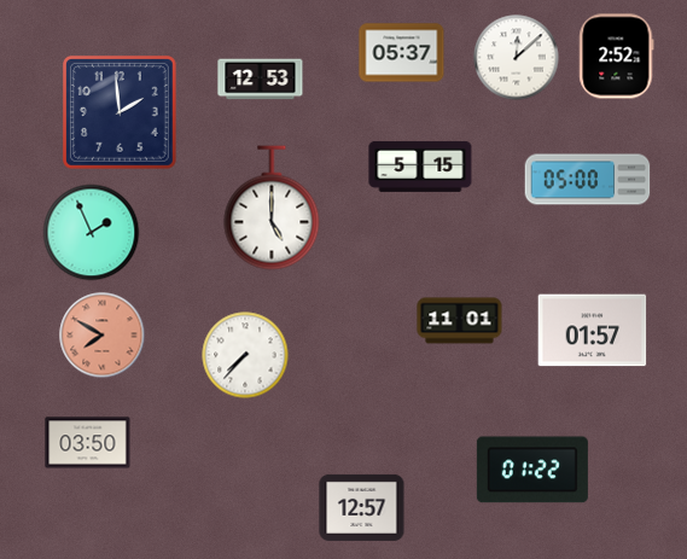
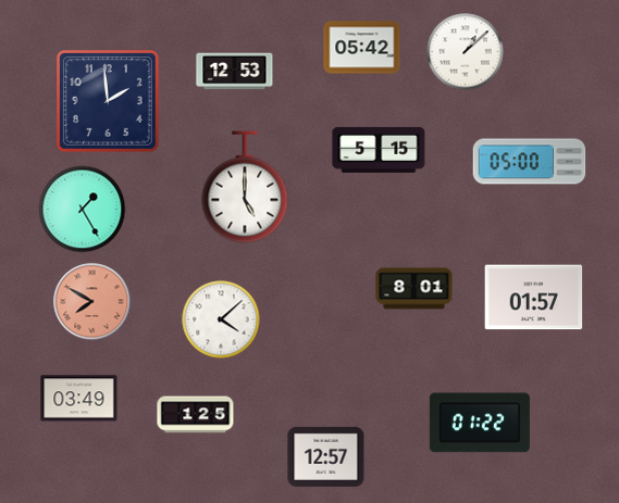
clock at (402, 53): 05:37 -> 05:42
clock at (617, 57): 2:52 -> none
clock at (517, 58): 12:08 -> 1:08
clock at (92, 233): 1:56 -> 1:25
clock at (460, 321): 11:01 -> 8:01
clock at (245, 355): 7:37 -> 4:08
clock at (88, 443): 03:50 -> 03:49
clock at (196, 415): none -> 1:25
